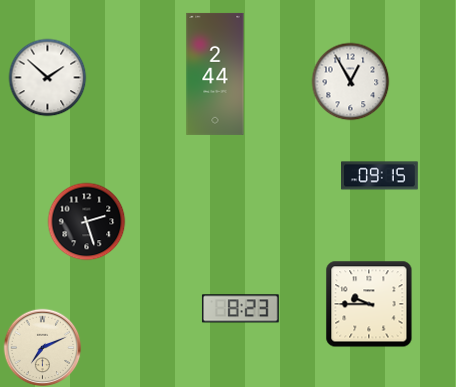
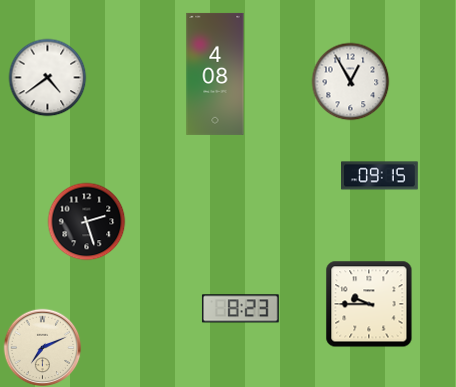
clock at (215, 74): 2:44 -> 4:08
clock at (47, 77): 1:52 -> 4:39
